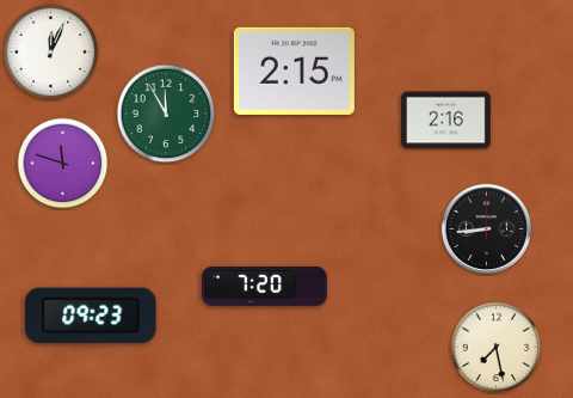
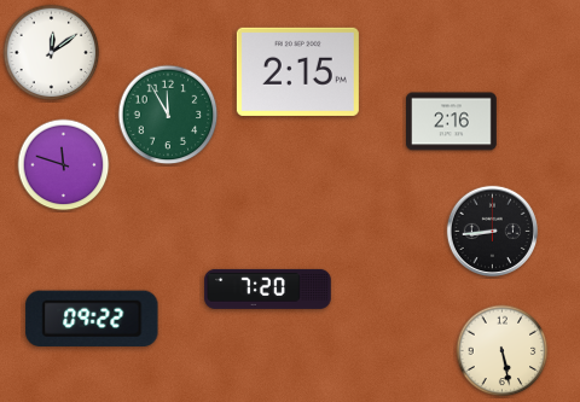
clock at (51, 53): 12:04 -> 12:09
clock at (91, 316): 09:23 -> 09:22
clock at (497, 348): 7:28 -> 5:28
